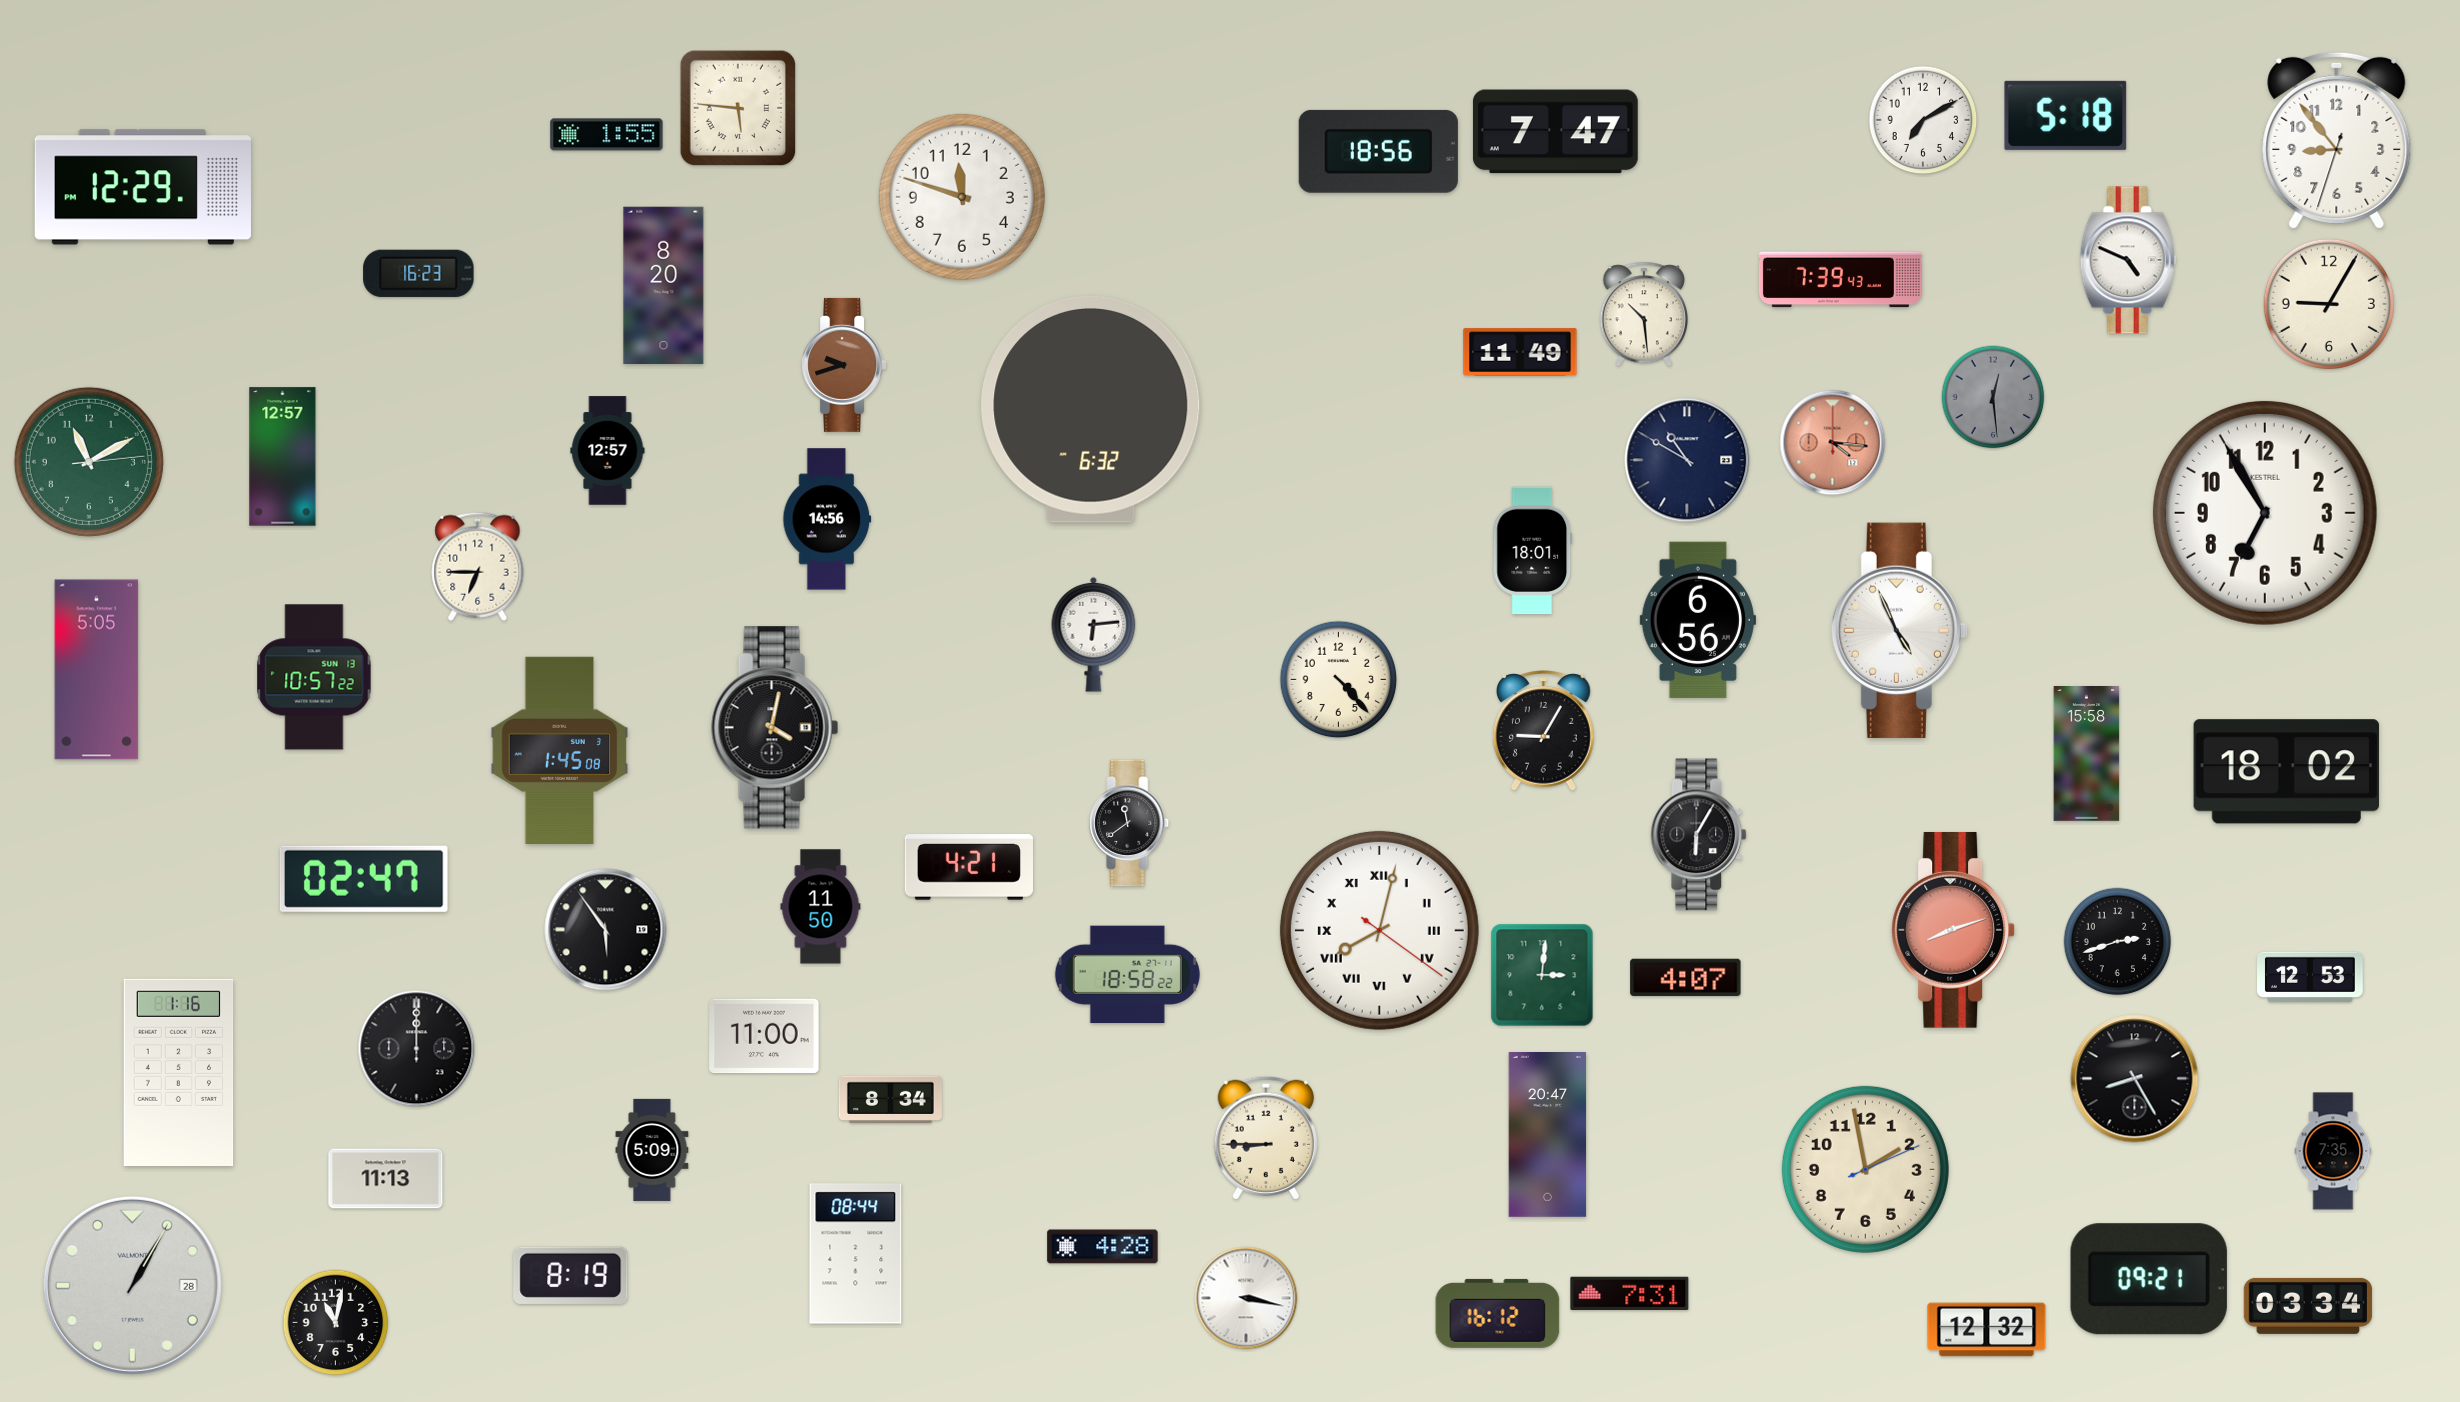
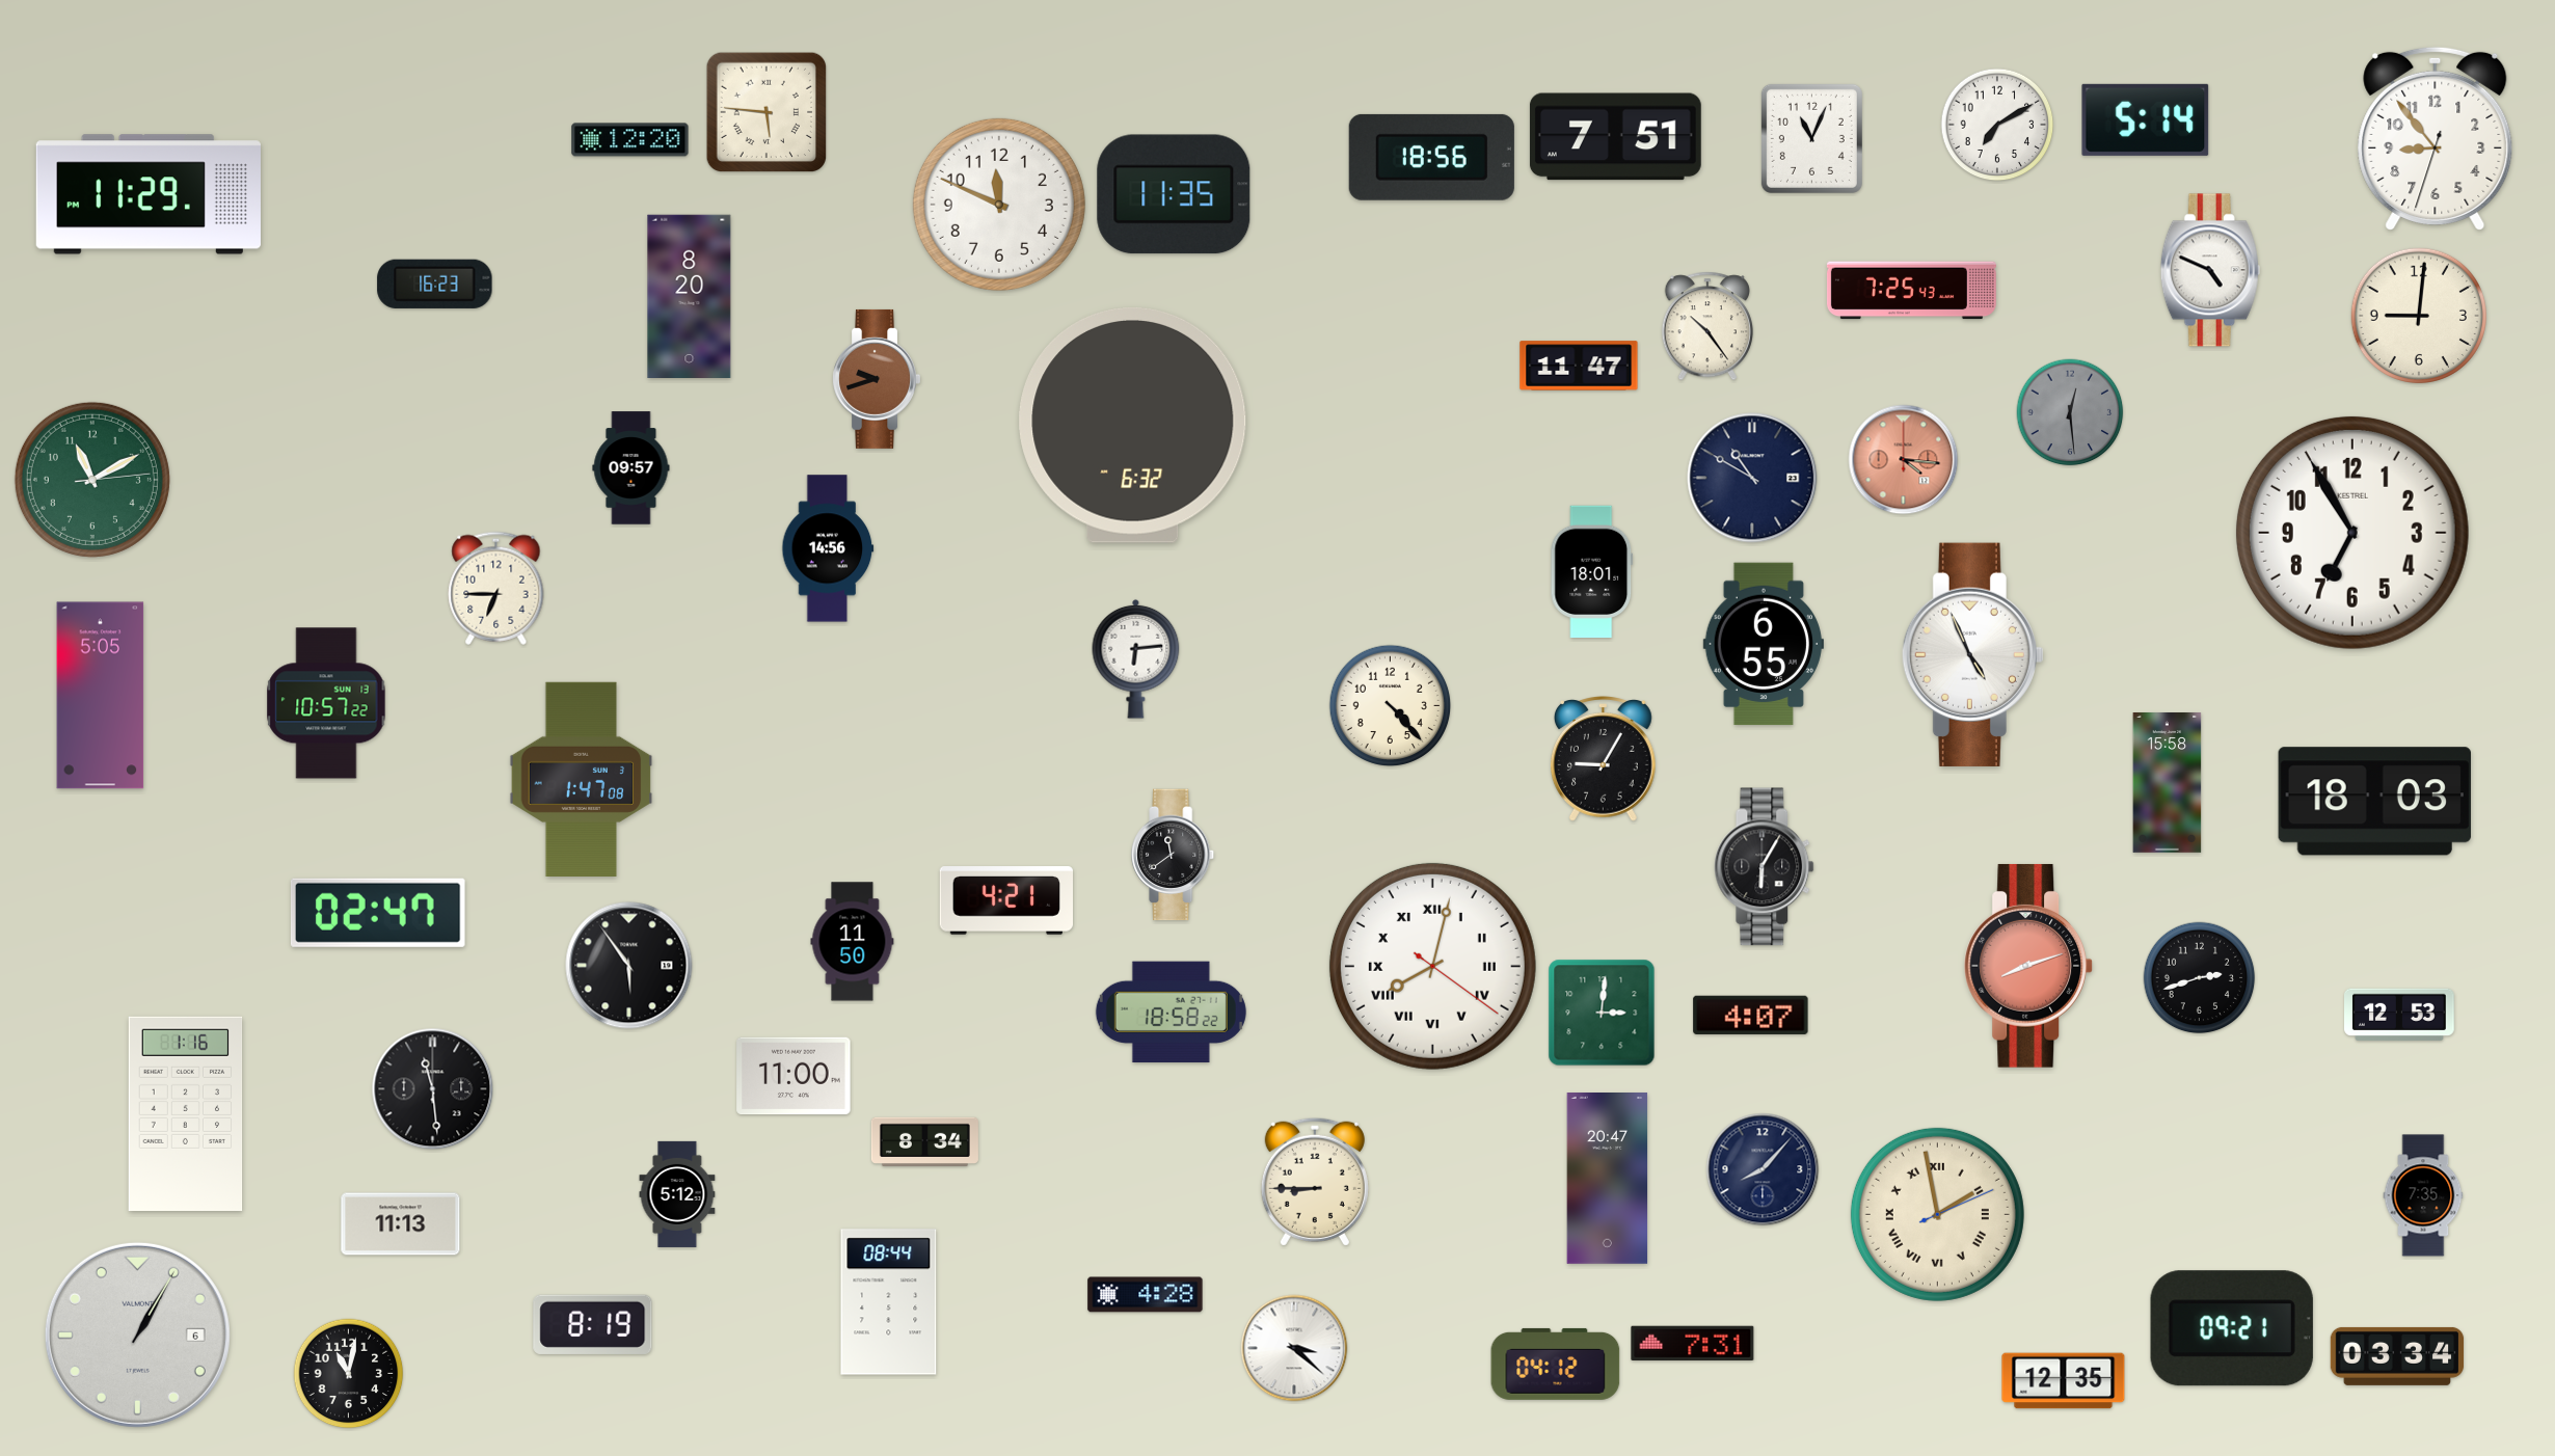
clock at (2066, 115): 5:18 -> 5:14
clock at (1555, 132): 7:47 -> 7:51
clock at (1811, 138): none -> 11:04
clock at (607, 135): 1:55 -> 12:20
clock at (2337, 140) position: (2337, 140) -> (2436, 138)
clock at (143, 187): 12:29 -> 11:29
clock at (1174, 194): none -> 11:35
clock at (962, 197): 11:48 -> 11:49
clock at (1840, 280): 7:39 -> 7:25
clock at (2329, 304): 9:05 -> 9:01
clock at (1643, 314): 10:29 -> 10:24
clock at (1520, 352): 11:49 -> 11:47
clock at (608, 451): 12:57 -> 09:57
clock at (283, 457): 12:57 -> none
clock at (827, 519) position: (827, 519) -> (828, 548)
clock at (1697, 620): 6:56 -> 6:55
clock at (775, 728): 4:02 -> none
clock at (560, 750): 1:45 -> 1:47
clock at (2286, 772): 18:02 -> 18:03
clock at (417, 1049): 12:00 -> 11:29
clock at (2135, 1079): 8:25 -> none
clock at (1763, 1169): none -> 8:07
clock at (652, 1150): 5:09 -> 5:12
clock at (1865, 1169) numerals: Arabic -> Roman
clock at (132, 1285) date: 28 -> 6
clock at (1246, 1298): 3:17 -> 3:22
clock at (1498, 1313): 16:12 -> 04:12
clock at (1987, 1330): 12:32 -> 12:35
